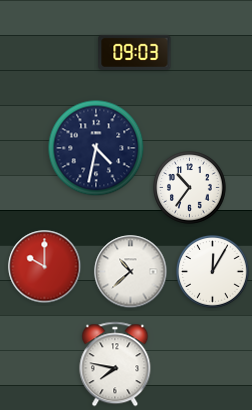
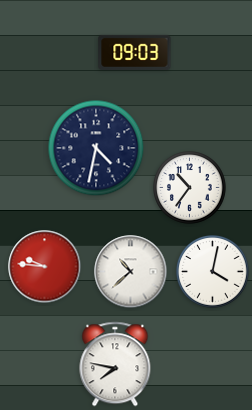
clock at (45, 267): 10:00 -> 9:46
clock at (213, 272): 12:05 -> 4:02
